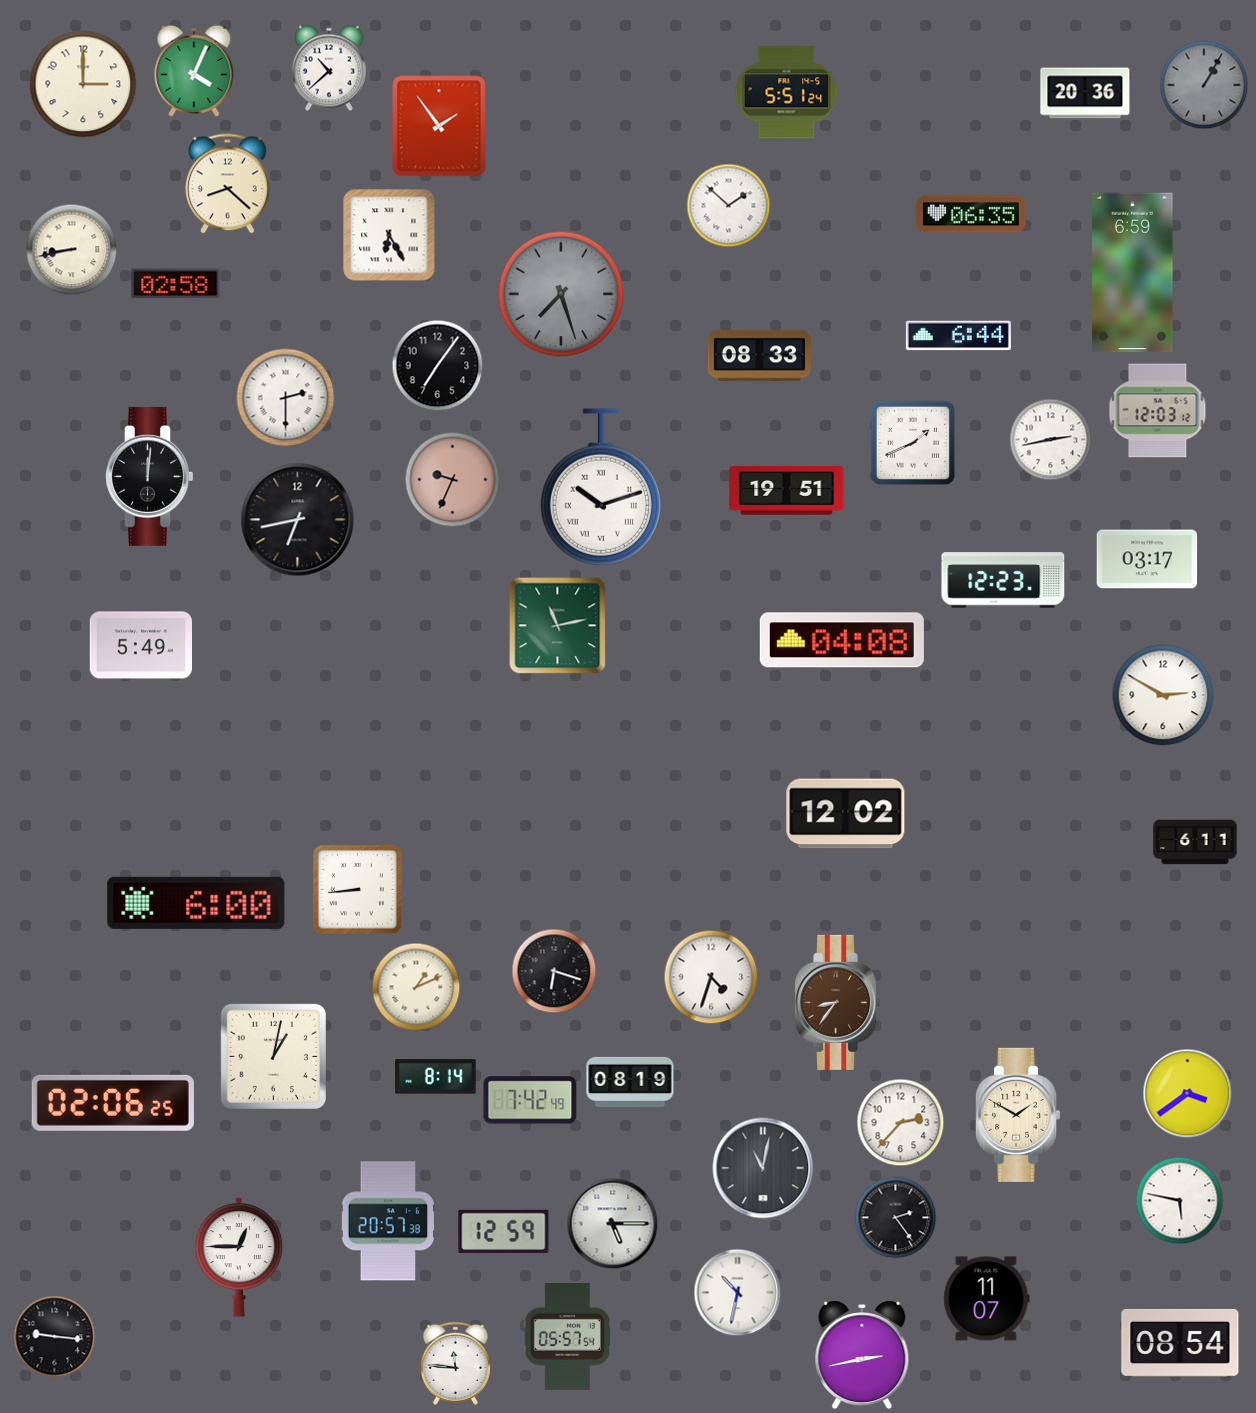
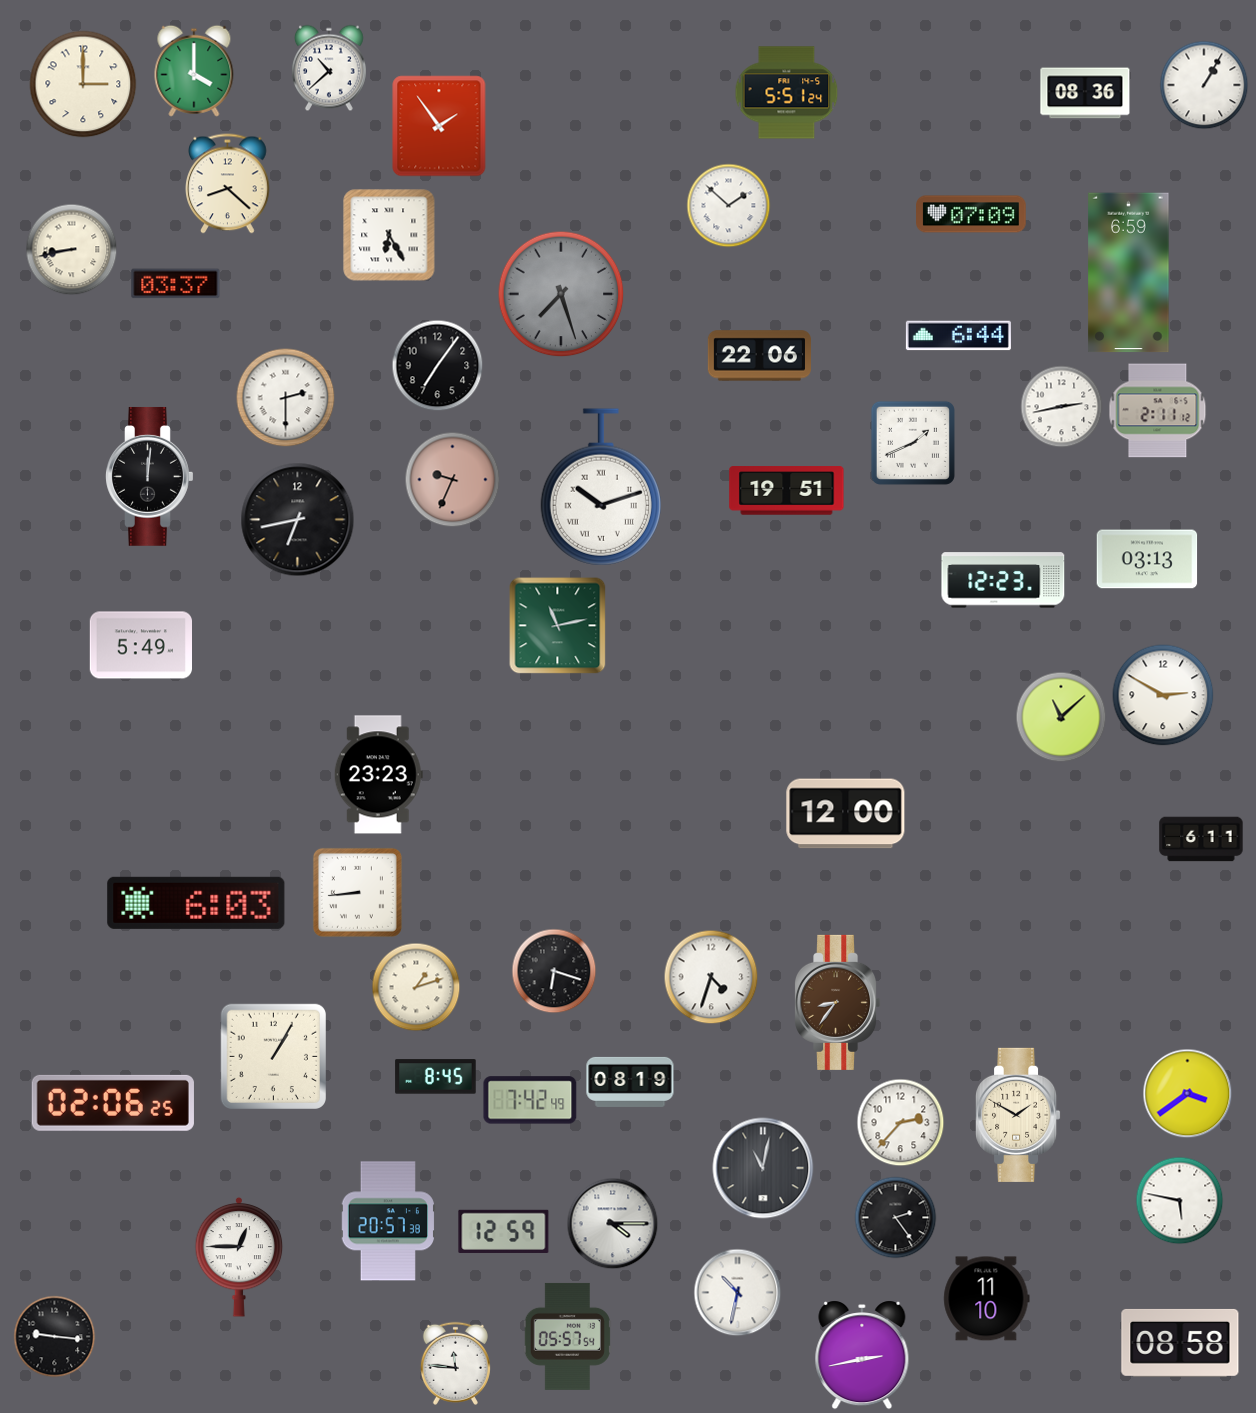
clock at (194, 71): 4:04 -> 4:00
clock at (1204, 85) dial: grey -> white
clock at (1085, 93): 20:36 -> 08:36
clock at (971, 214): 06:35 -> 07:09
clock at (1133, 273) position: (1133, 273) -> (1129, 273)
clock at (176, 284): 02:58 -> 03:37
clock at (759, 356): 08:33 -> 22:06
clock at (1158, 411): 12:03 -> 2:11
clock at (1051, 440) position: (1051, 440) -> (1062, 407)
clock at (1147, 559): 03:17 -> 03:13
clock at (842, 640): 04:08 -> none
clock at (1061, 717): none -> 11:08
clock at (378, 775): none -> 23:23
clock at (846, 814): 12:02 -> 12:00
clock at (1195, 842) position: (1195, 842) -> (1201, 839)
clock at (357, 889) position: (357, 889) -> (357, 892)
clock at (196, 903): 6:00 -> 6:03
clock at (416, 987): 1:11 -> 1:12
clock at (273, 1056): 1:02 -> 1:05
clock at (436, 1077): 8:14 -> 8:45
clock at (613, 1224): 5:15 -> 4:15
clock at (987, 1299): 11:07 -> 11:10
clock at (1180, 1343): 08:54 -> 08:58
